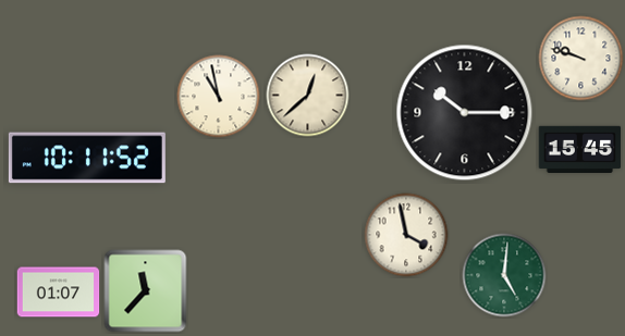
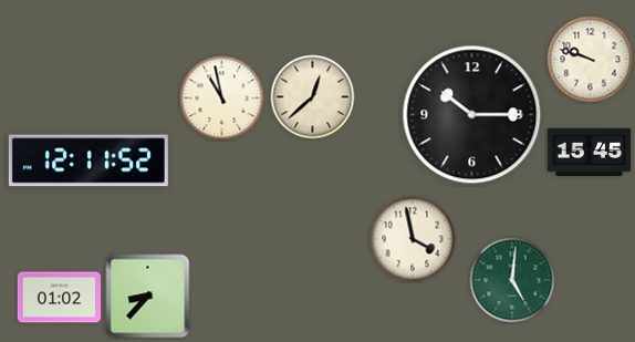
clock at (87, 158): 10:11 -> 12:11
clock at (146, 291): 11:37 -> 8:37
clock at (59, 293): 01:07 -> 01:02
